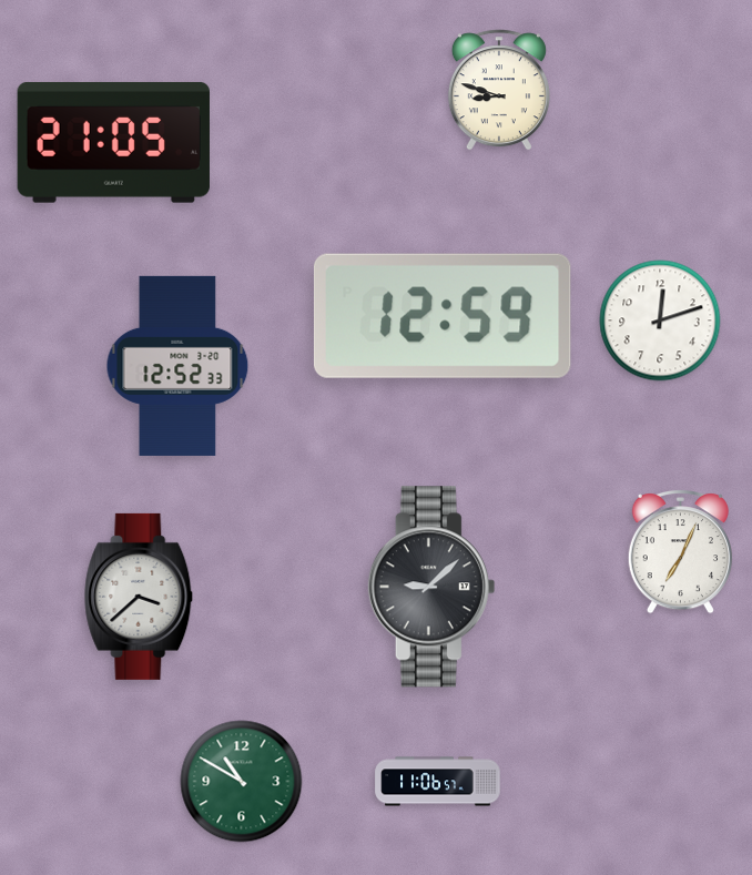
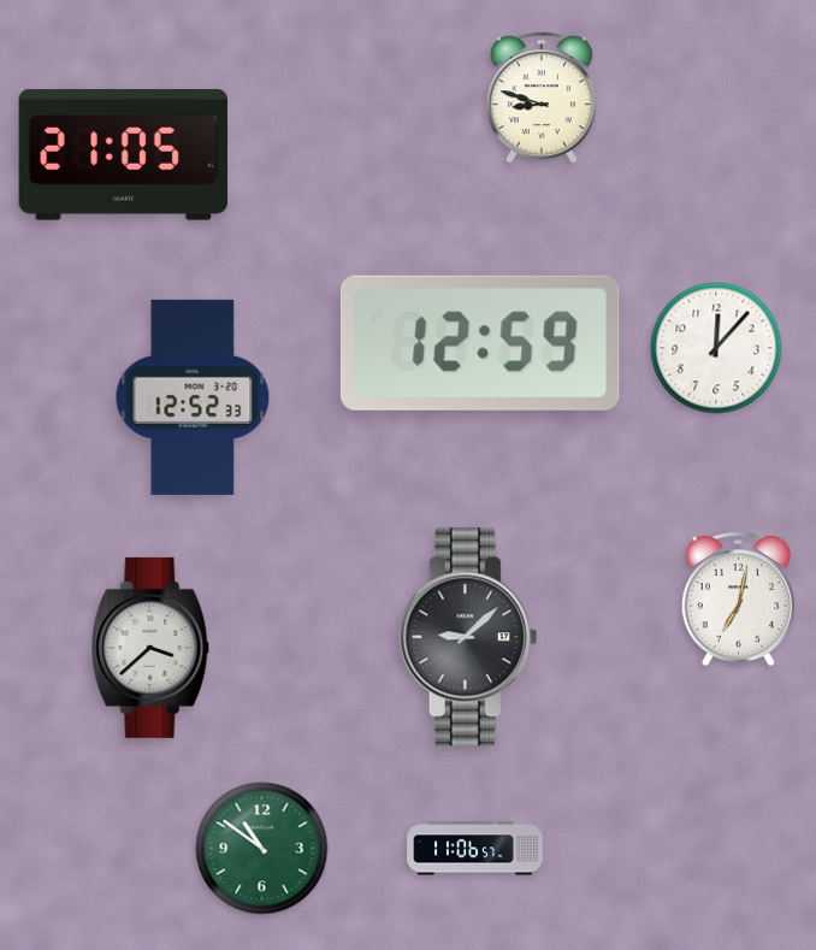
clock at (660, 321): 12:12 -> 12:07
clock at (680, 551): 7:04 -> 7:02
clock at (242, 782): 10:50 -> 10:51
